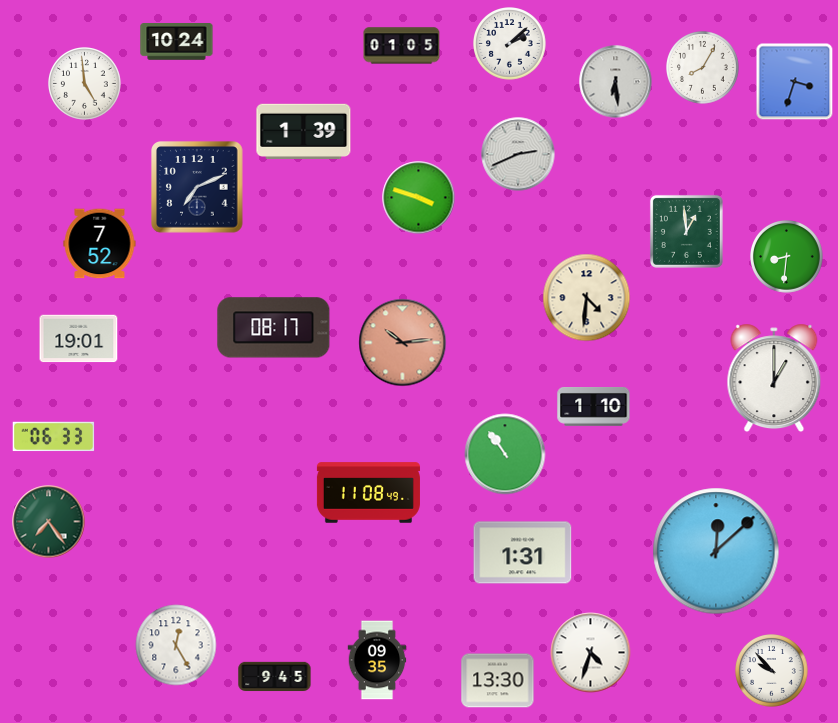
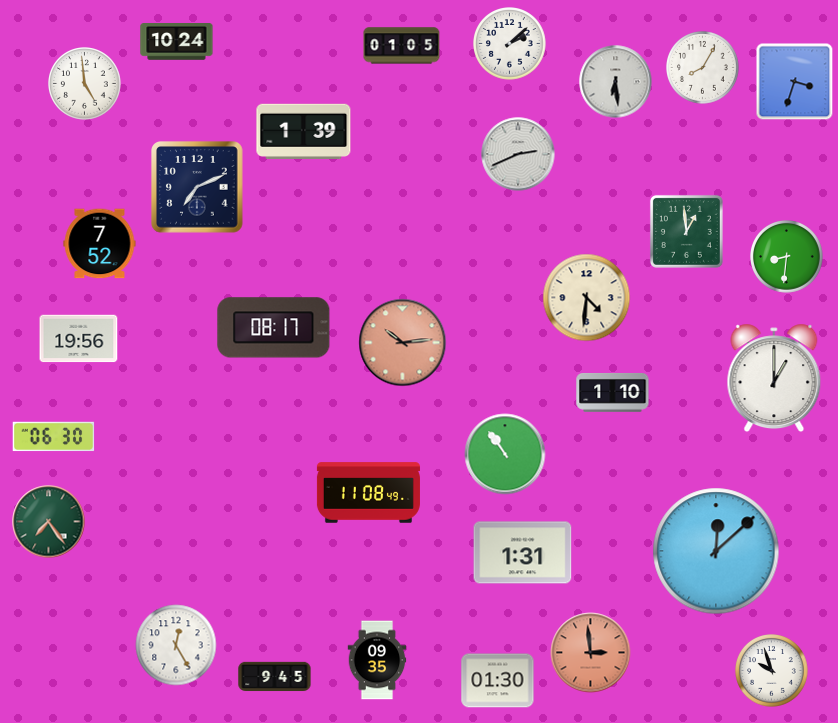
clock at (419, 198): 3:48 -> none
clock at (79, 339): 19:01 -> 19:56
clock at (594, 407) position: (594, 407) -> (613, 393)
clock at (54, 437): 06:33 -> 06:30
clock at (591, 653): 4:33 -> 2:59
clock at (591, 653) dial: white -> salmon
clock at (772, 671): 9:53 -> 9:57
clock at (498, 681): 13:30 -> 01:30
